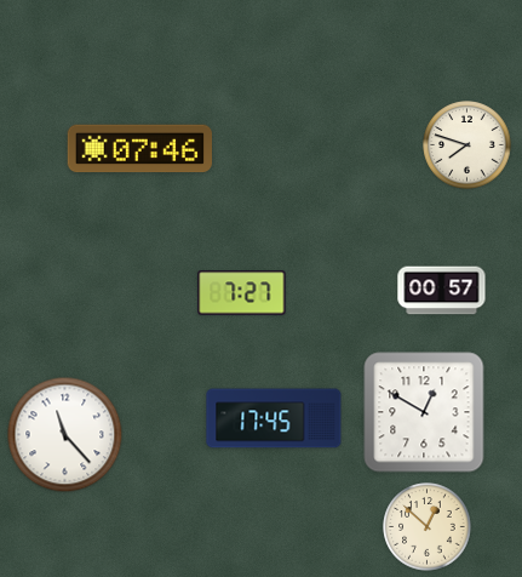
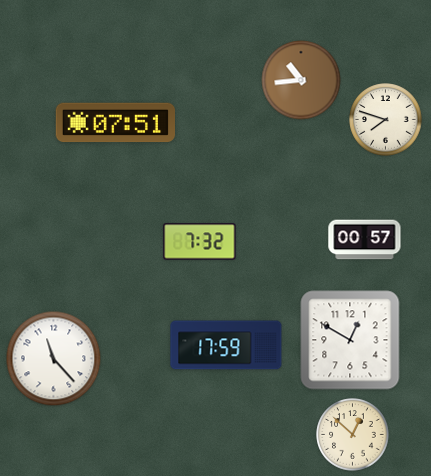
clock at (301, 80): none -> 10:44
clock at (139, 149): 07:46 -> 07:51
clock at (242, 293): 7:27 -> 7:32
clock at (274, 418): 17:45 -> 17:59
